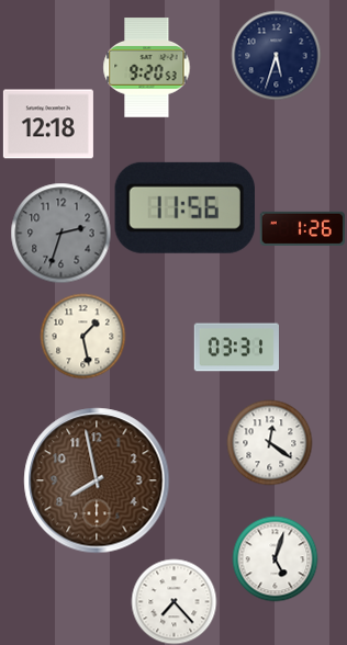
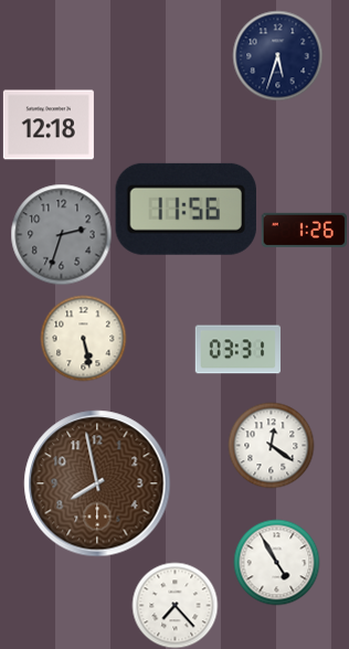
clock at (147, 68): 9:20 -> none
clock at (82, 336): 1:28 -> 5:28
clock at (275, 558): 5:03 -> 4:55
